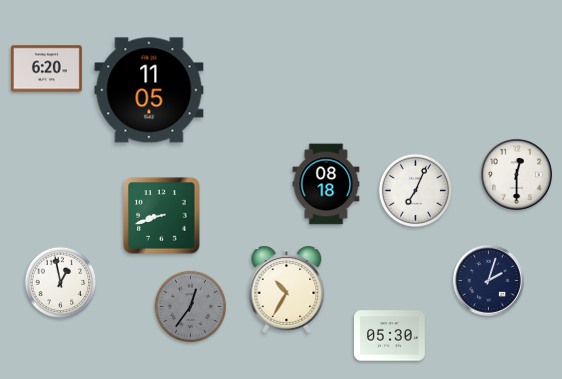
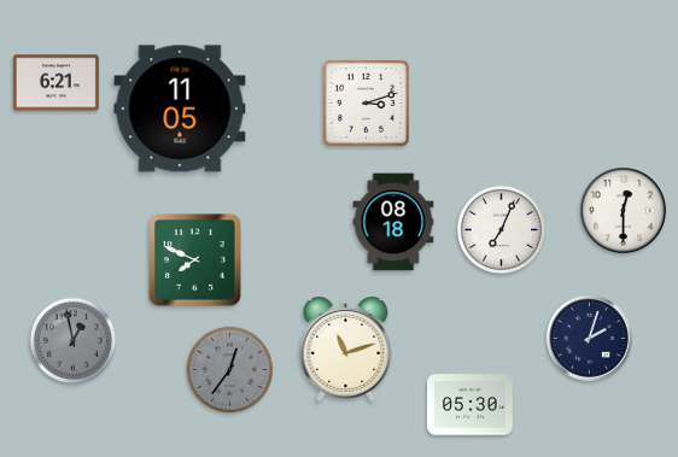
clock at (46, 69): 6:20 -> 6:21
clock at (366, 102): none -> 3:12
clock at (162, 216): 8:42 -> 7:49
clock at (61, 283) dial: white -> grey
clock at (287, 289): 10:35 -> 11:12
